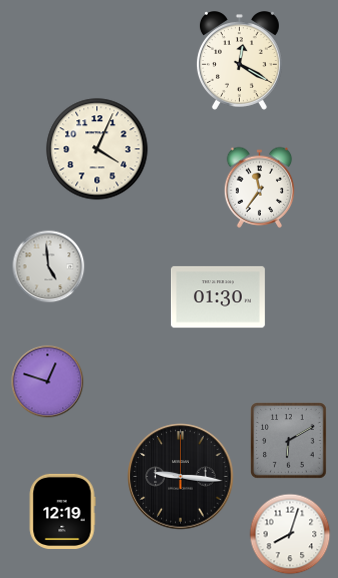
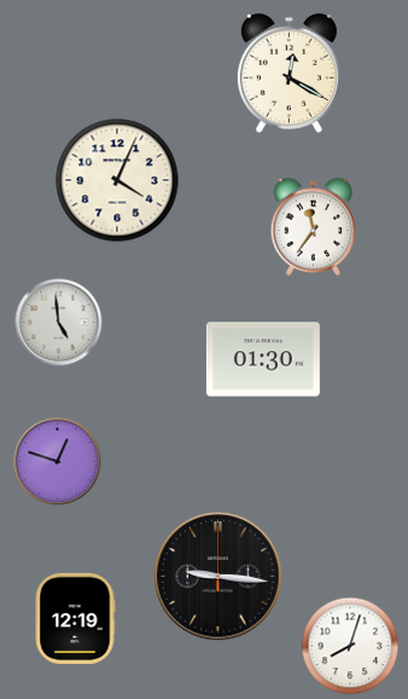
clock at (289, 441): 6:10 -> none
